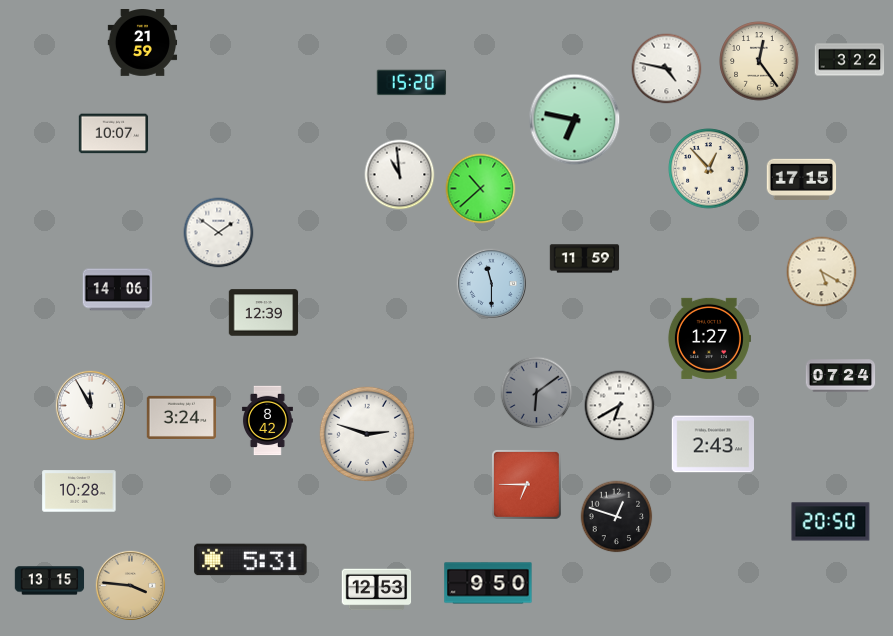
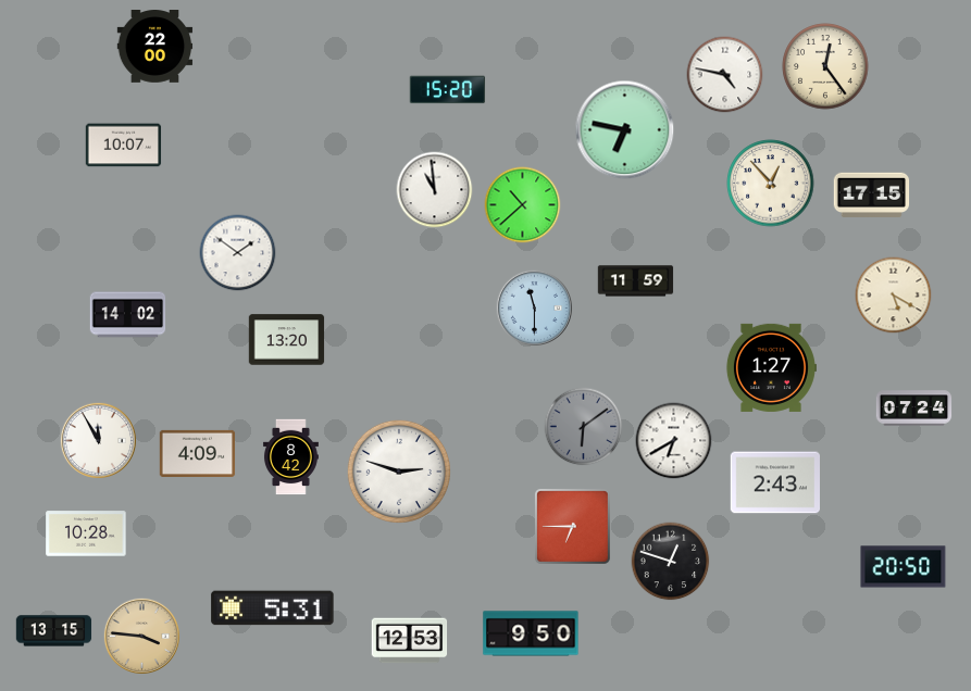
clock at (143, 43): 21:59 -> 22:00
clock at (850, 60): 3:22 -> none
clock at (118, 290): 14:06 -> 14:02
clock at (264, 313): 12:39 -> 13:20
clock at (182, 417): 3:24 -> 4:09
